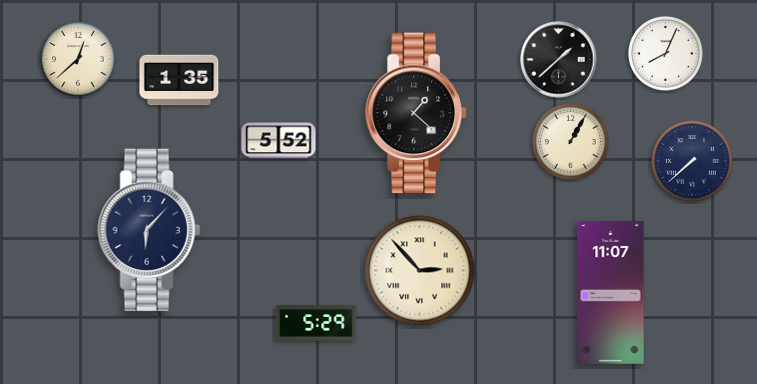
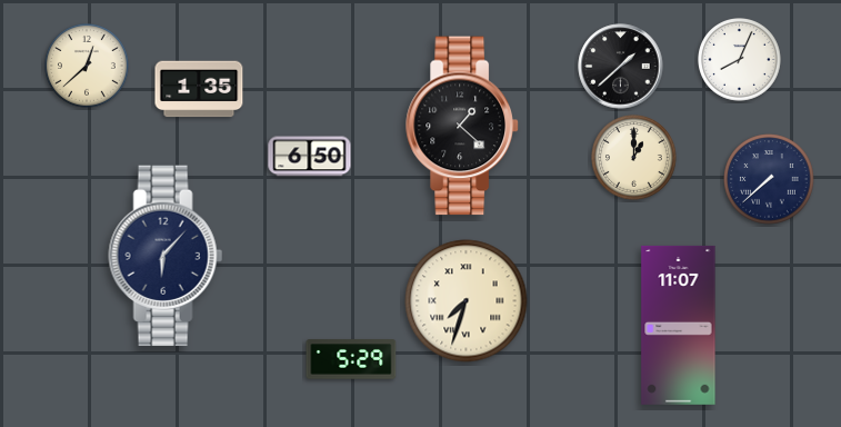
clock at (279, 141): 5:52 -> 6:50
clock at (571, 142): 1:05 -> 1:00
clock at (420, 271): 2:53 -> 7:33
